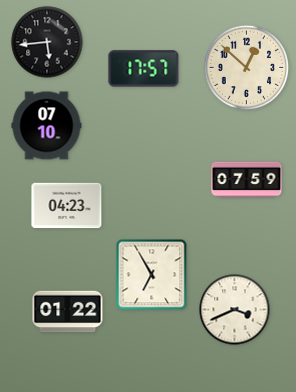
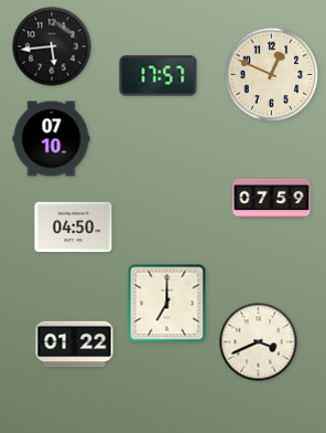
clock at (247, 68): 12:52 -> 12:49
clock at (67, 206): 04:23 -> 04:50
clock at (152, 275): 6:55 -> 7:00
